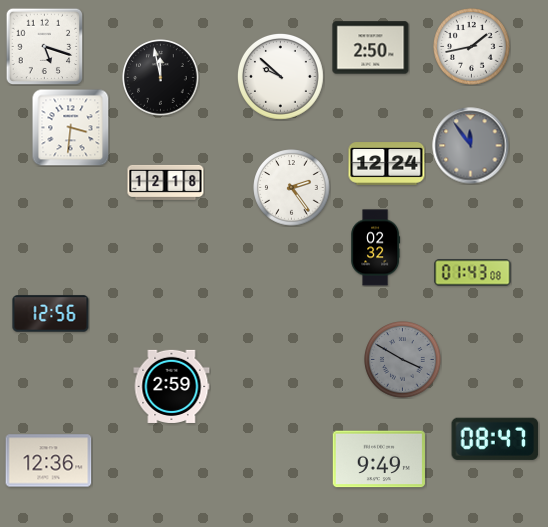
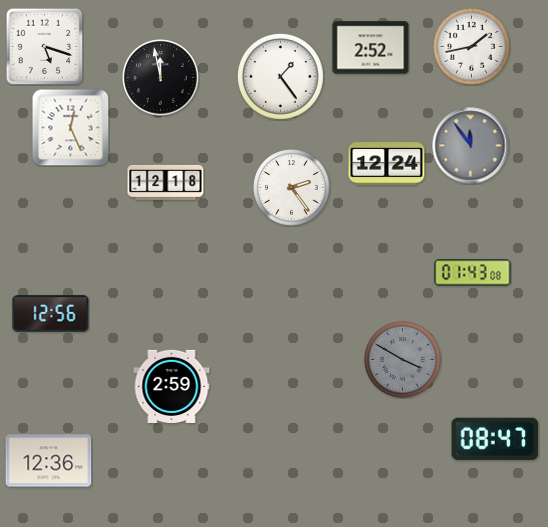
clock at (371, 48): 2:50 -> 2:52
clock at (280, 76): 9:52 -> 1:24
clock at (70, 127): 3:31 -> 12:26
clock at (376, 248): 02:32 -> none
clock at (378, 459): 9:49 -> none
